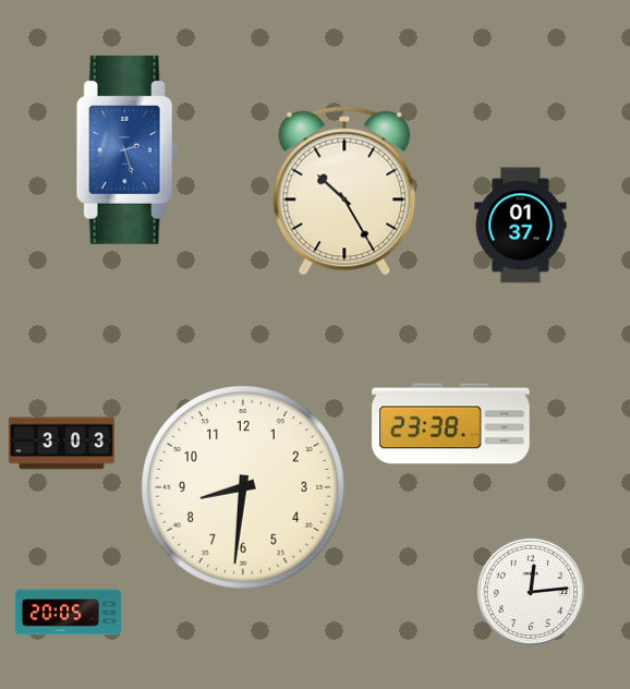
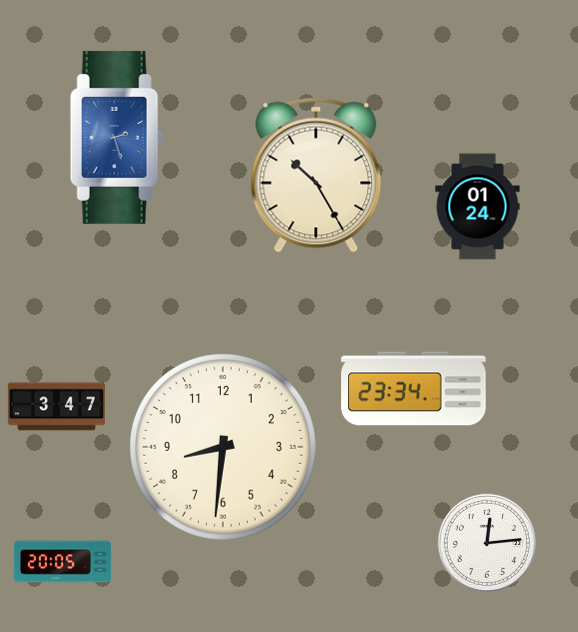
clock at (521, 226): 01:37 -> 01:24
clock at (451, 424): 23:38 -> 23:34
clock at (61, 444): 3:03 -> 3:47
